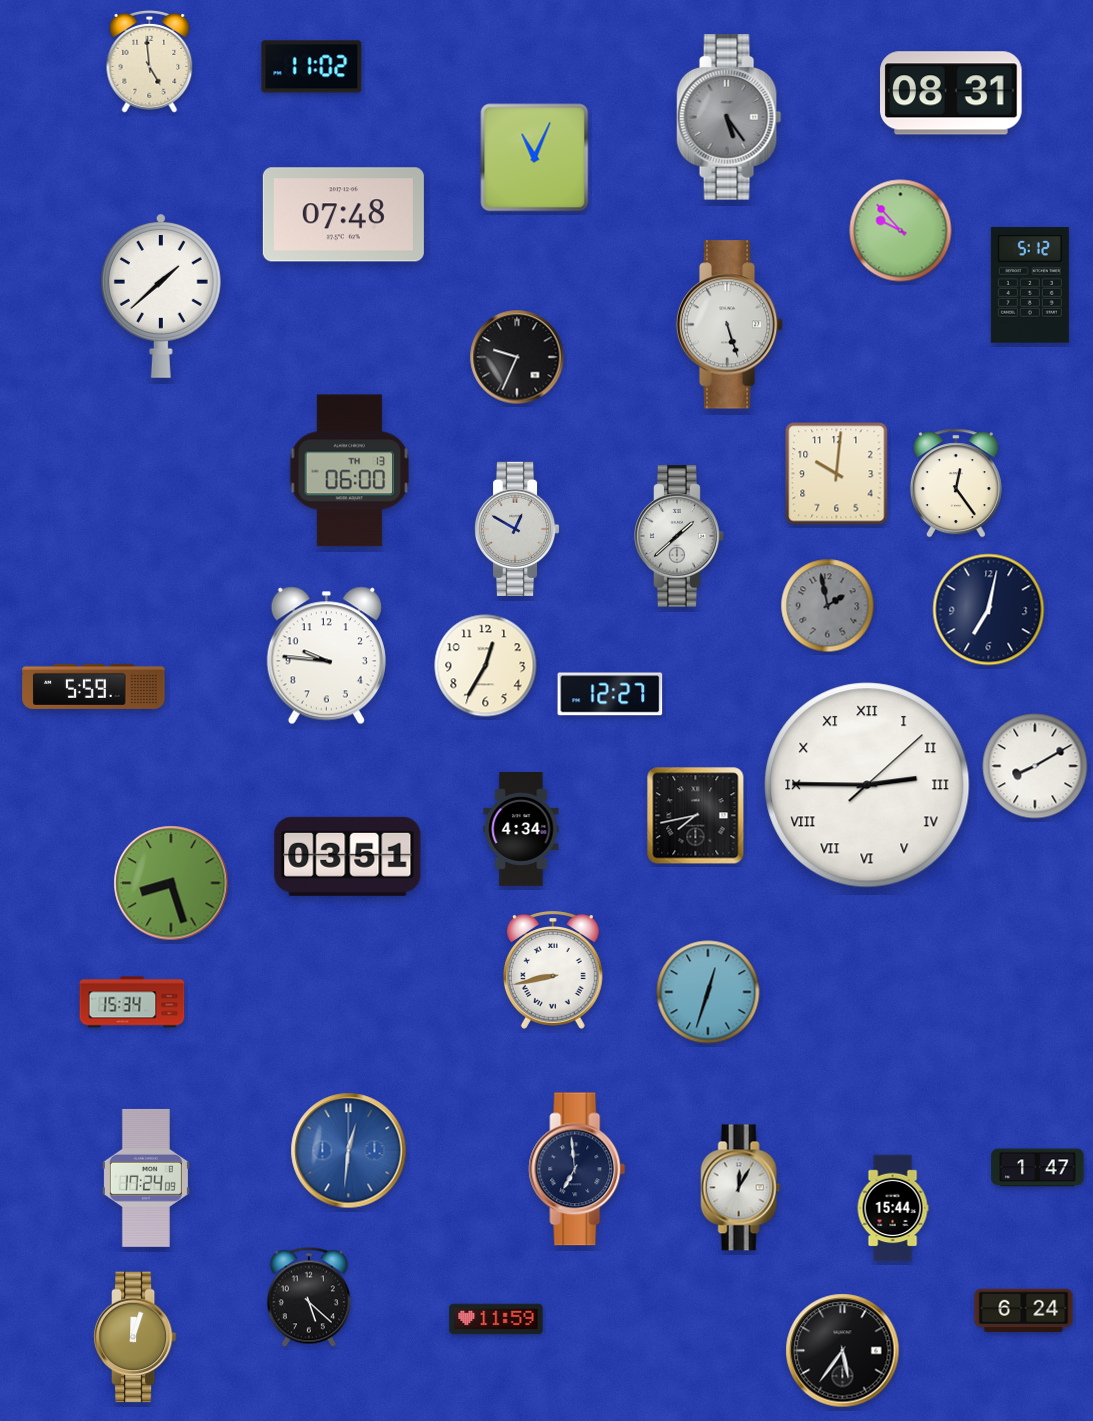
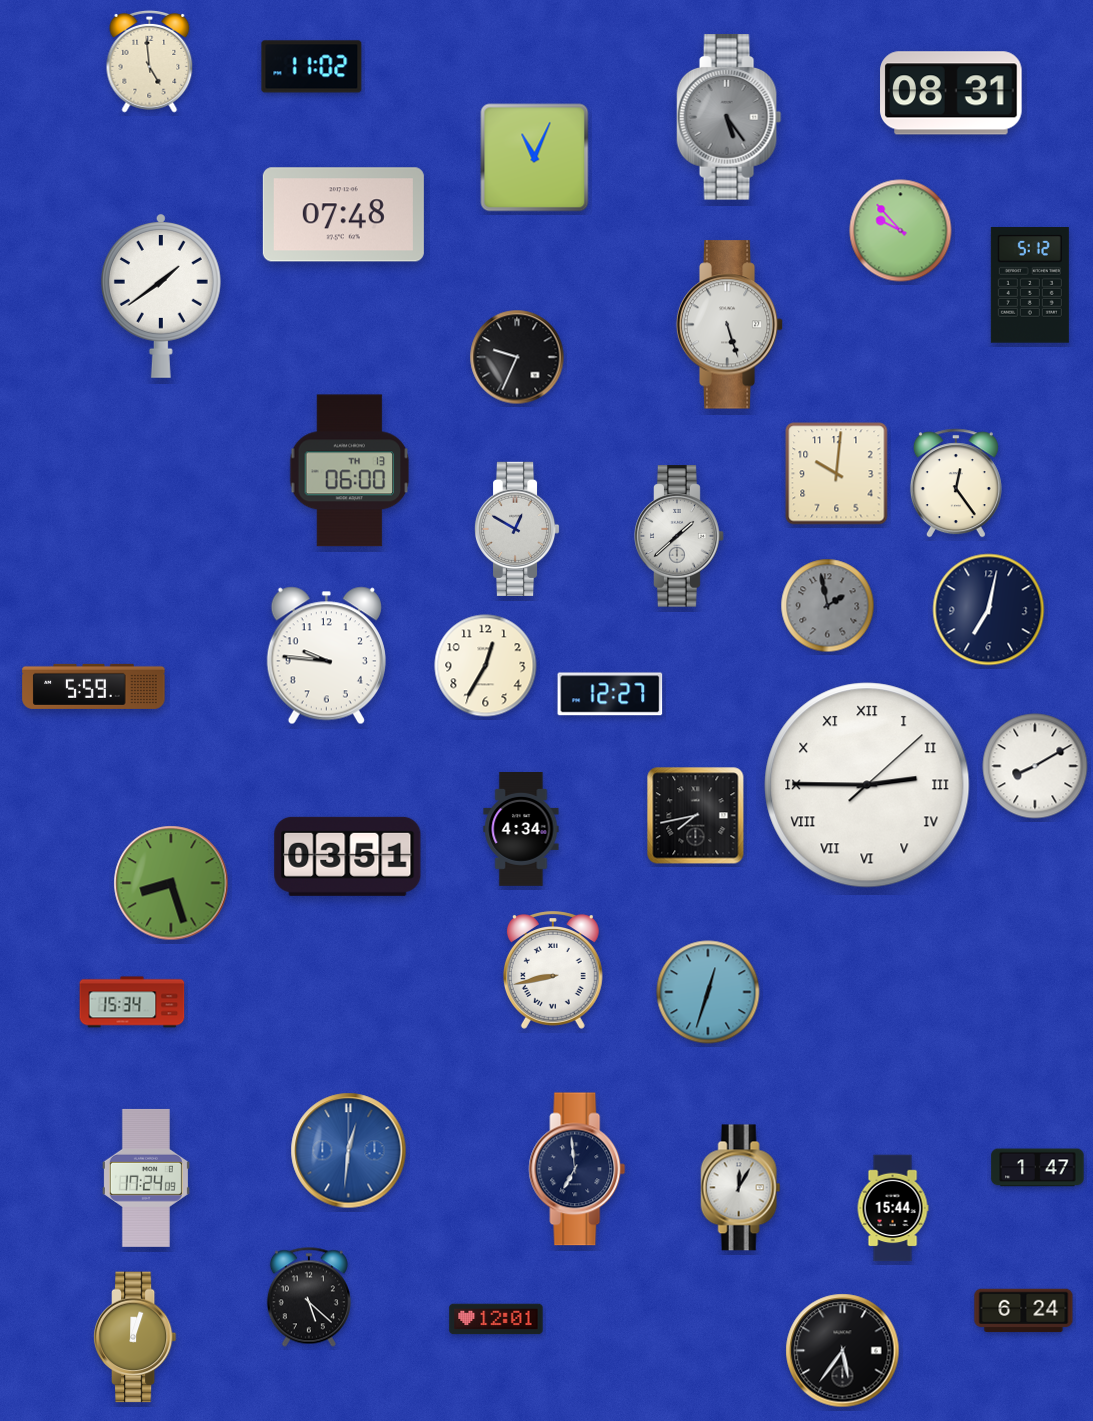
clock at (161, 296): 1:38 -> 1:39
clock at (496, 1319): 11:59 -> 12:01
